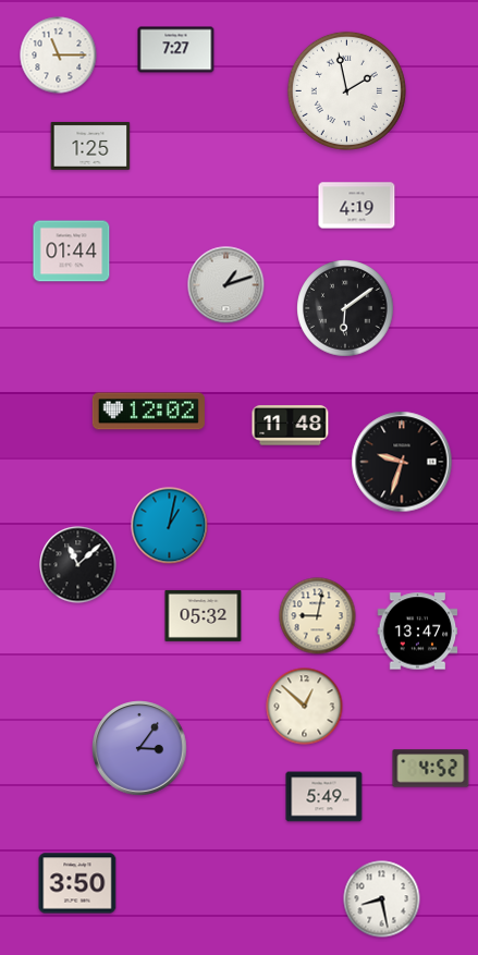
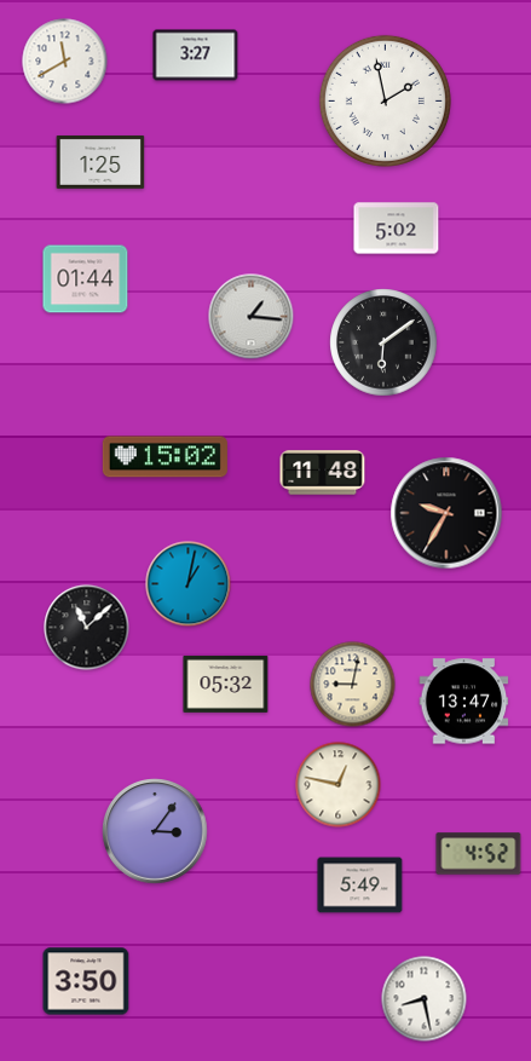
clock at (176, 50): 7:27 -> 3:27
clock at (59, 56): 11:15 -> 11:40
clock at (357, 206): 4:19 -> 5:02
clock at (72, 252) position: (72, 252) -> (86, 279)
clock at (226, 285): 1:12 -> 1:16
clock at (148, 412): 12:02 -> 15:02
clock at (402, 462): 9:33 -> 9:35
clock at (305, 707): 12:52 -> 12:47
